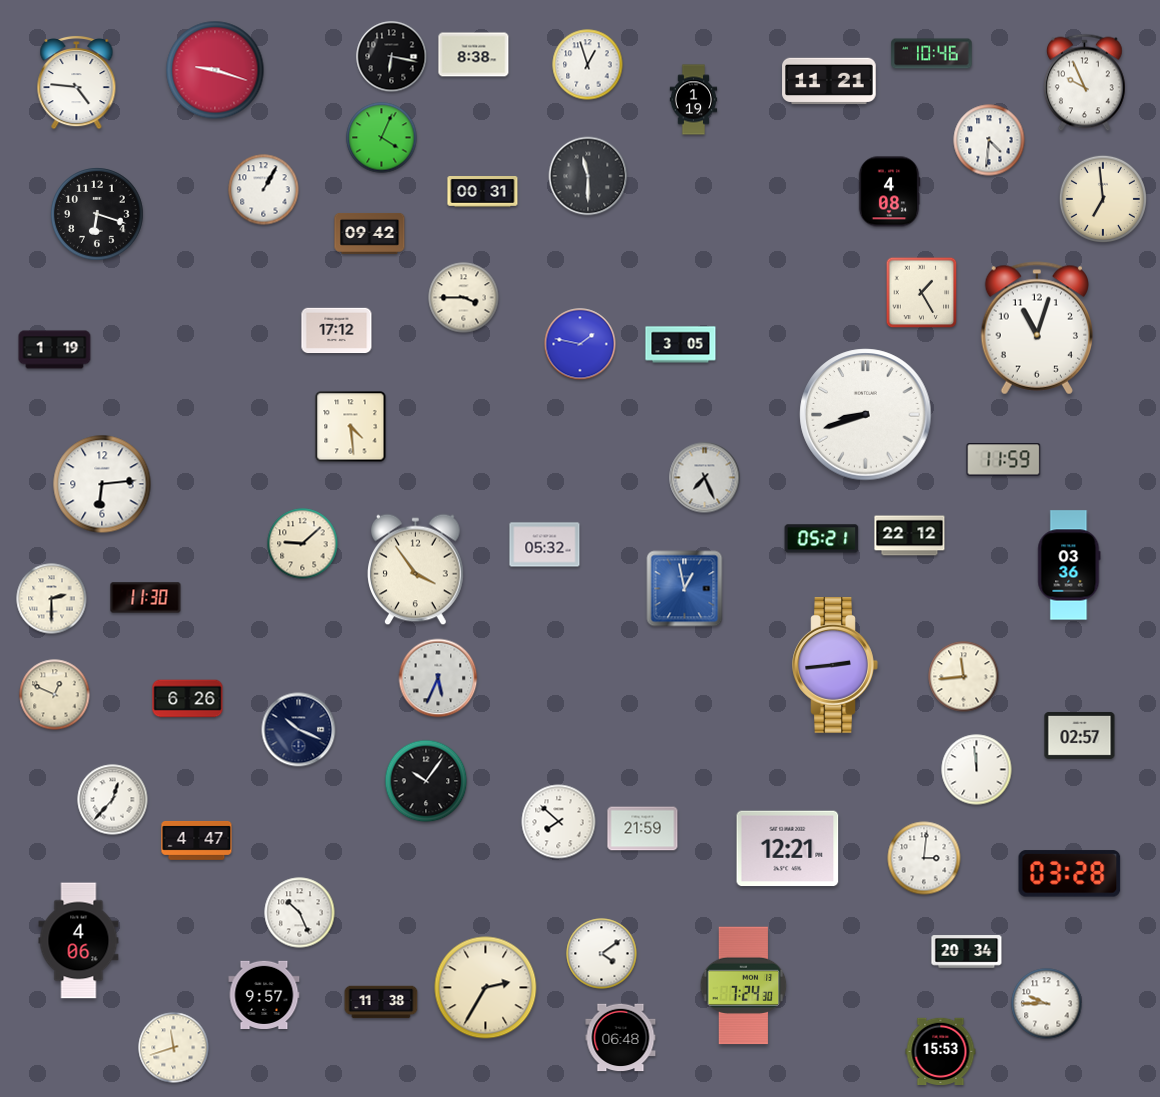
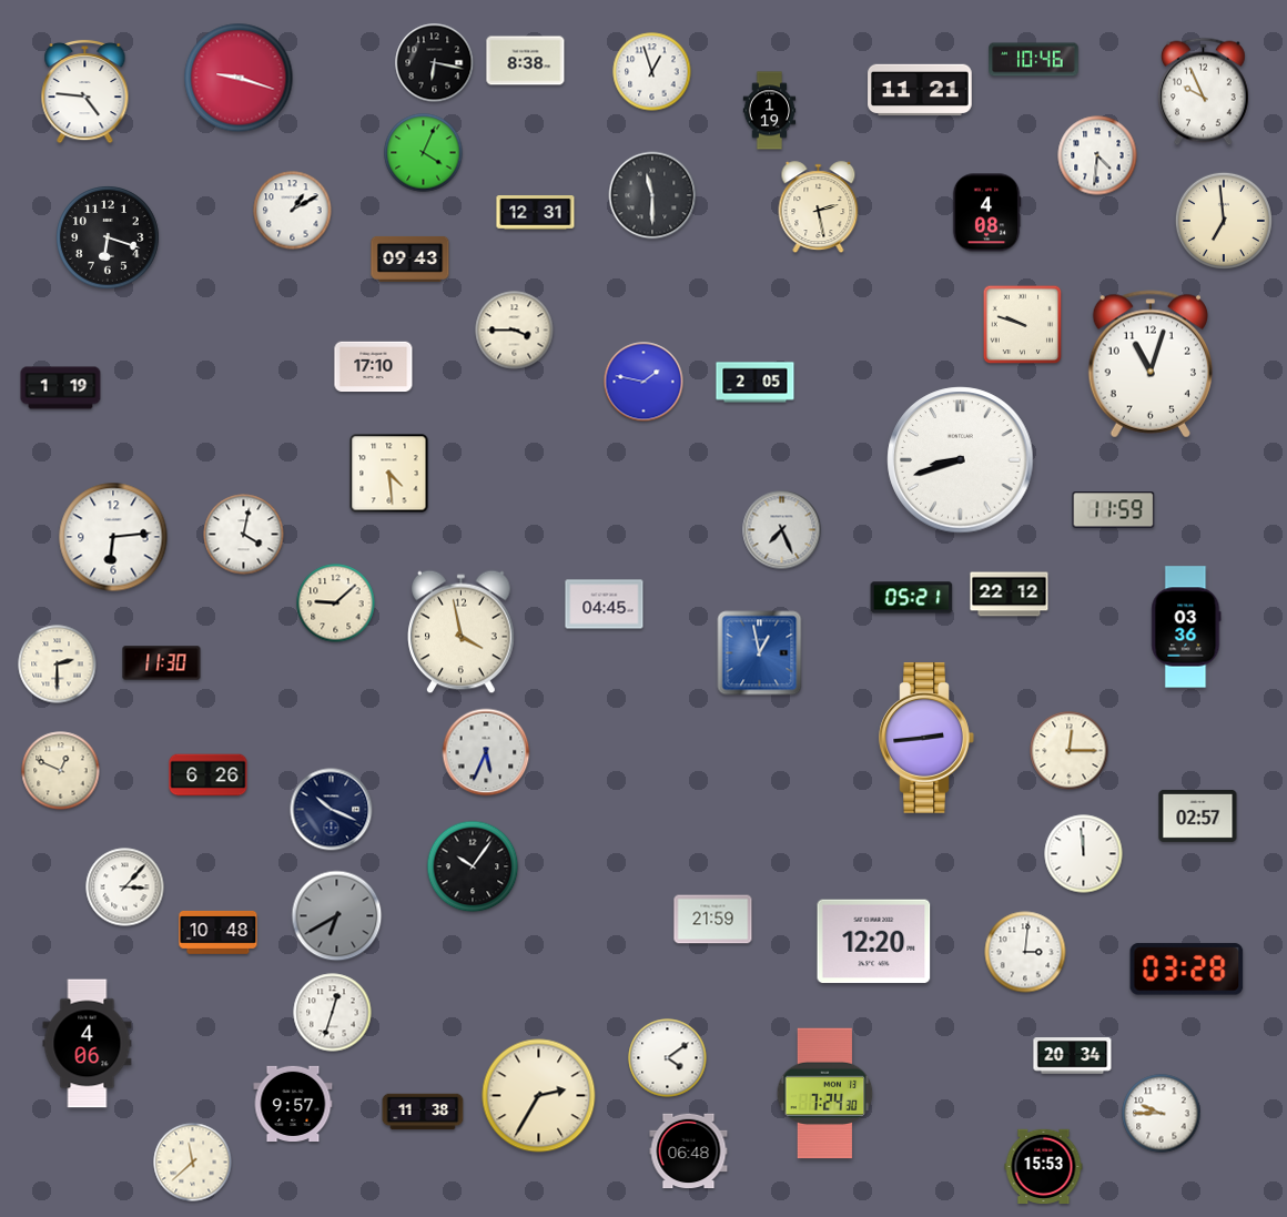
clock at (819, 207): none -> 2:28
clock at (264, 190): 1:05 -> 1:10
clock at (483, 192): 00:31 -> 12:31
clock at (370, 233): 09:42 -> 09:43
clock at (922, 293): 1:25 -> 9:48
clock at (337, 331): 17:12 -> 17:10
clock at (681, 345): 3:05 -> 2:05
clock at (244, 535): none -> 4:02
clock at (545, 545): 05:32 -> 04:45
clock at (416, 570): 3:54 -> 3:58
clock at (964, 677): 11:44 -> 12:15
clock at (113, 800): 12:37 -> 3:07
clock at (559, 822): 7:52 -> none
clock at (337, 916): none -> 6:40
clock at (197, 841): 4:47 -> 10:48
clock at (788, 849): 12:21 -> 12:20
clock at (300, 913): 10:26 -> 12:33
clock at (174, 1048): 11:42 -> 11:38
